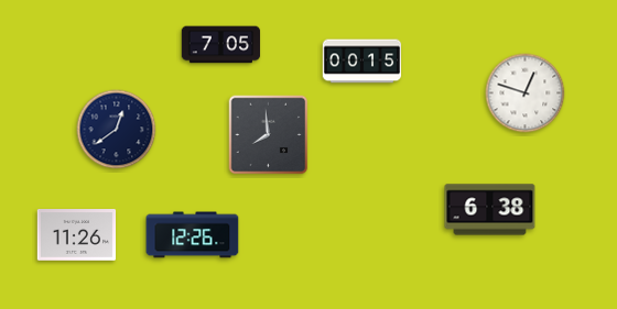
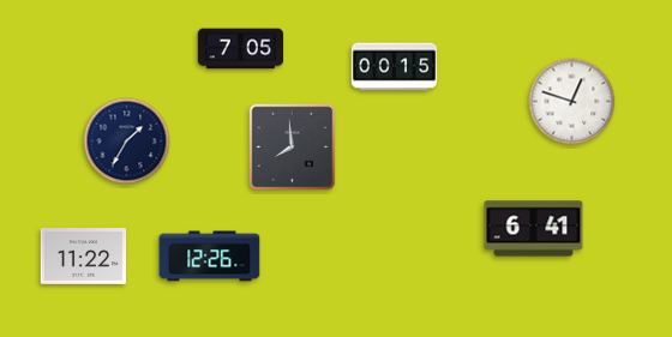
clock at (117, 130): 12:39 -> 1:35
clock at (490, 210): 6:38 -> 6:41
clock at (77, 235): 11:26 -> 11:22
